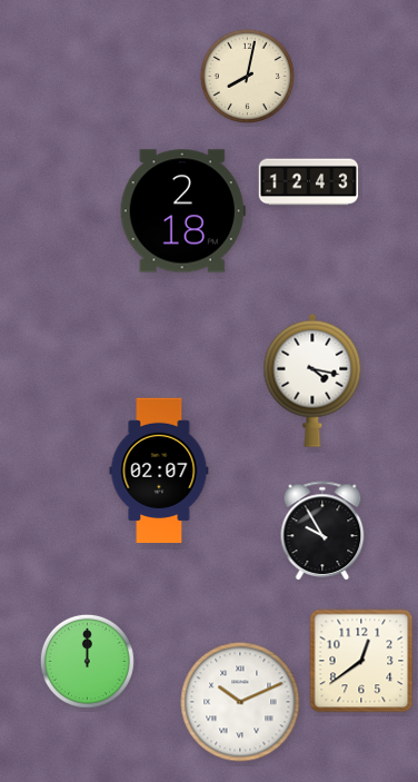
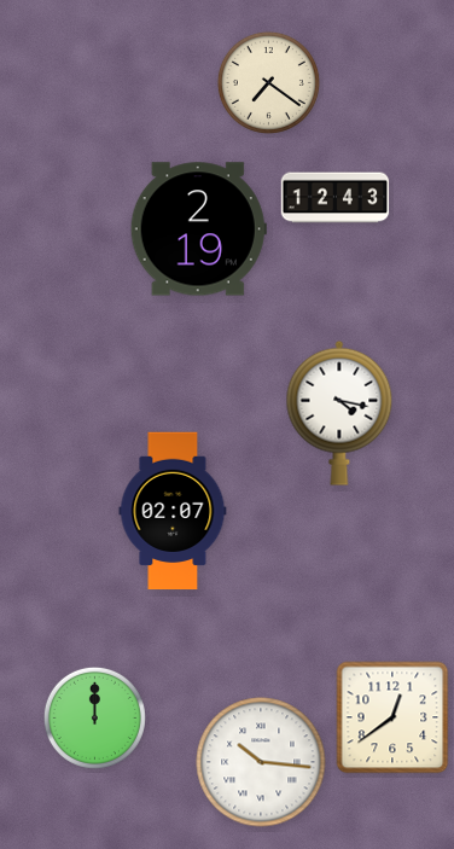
clock at (247, 76): 8:02 -> 7:21
clock at (182, 211): 2:18 -> 2:19
clock at (322, 531): 9:55 -> none
clock at (240, 702): 10:11 -> 10:16
